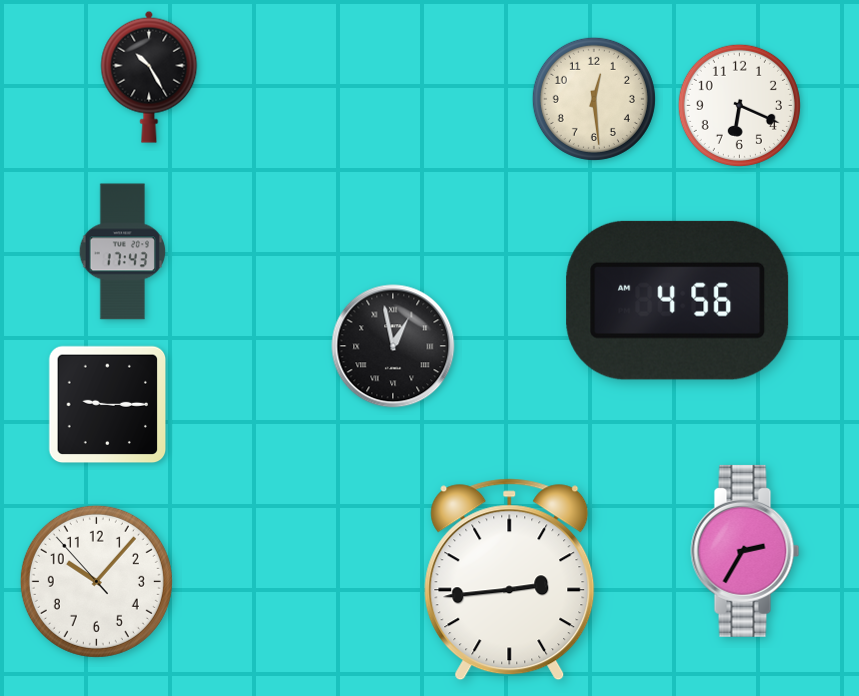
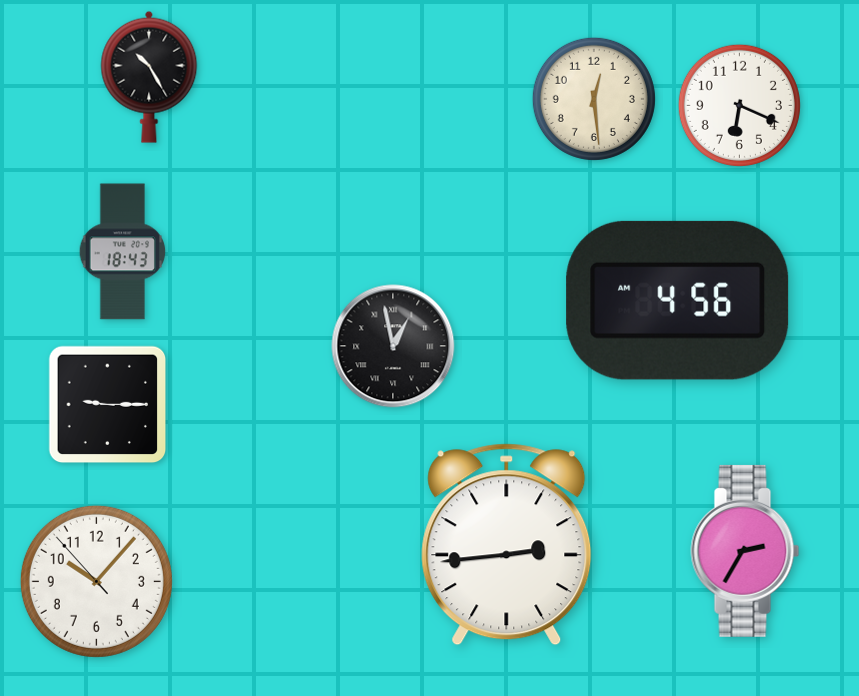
clock at (123, 252): 17:43 -> 18:43
clock at (510, 580) position: (510, 580) -> (507, 545)
